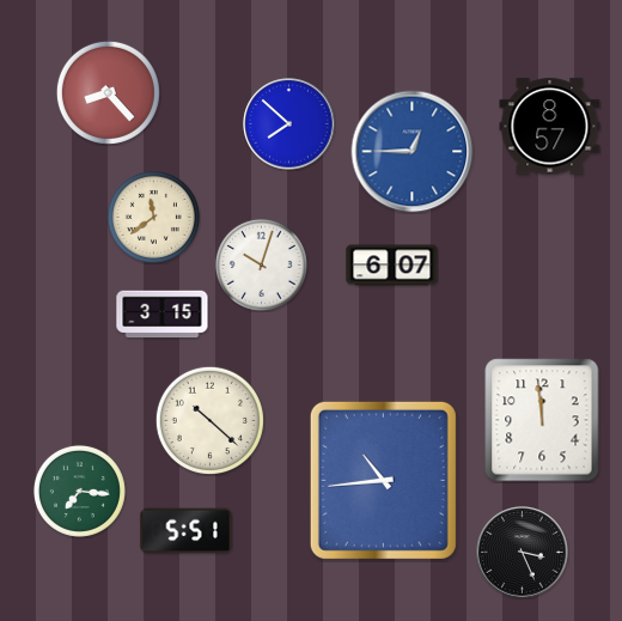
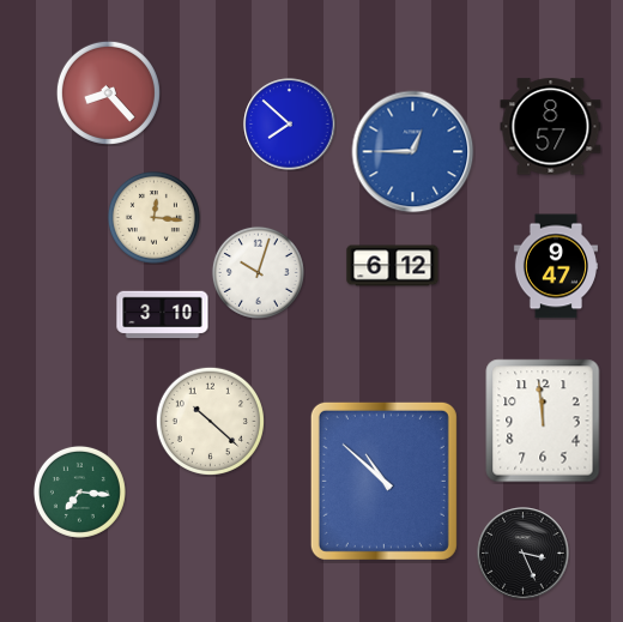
clock at (153, 217): 11:39 -> 12:16
clock at (261, 264) position: (261, 264) -> (258, 272)
clock at (392, 266): 6:07 -> 6:12
clock at (556, 266): none -> 9:47
clock at (163, 315): 3:15 -> 3:10
clock at (383, 480): 10:44 -> 10:52
clock at (187, 531): 5:51 -> none
